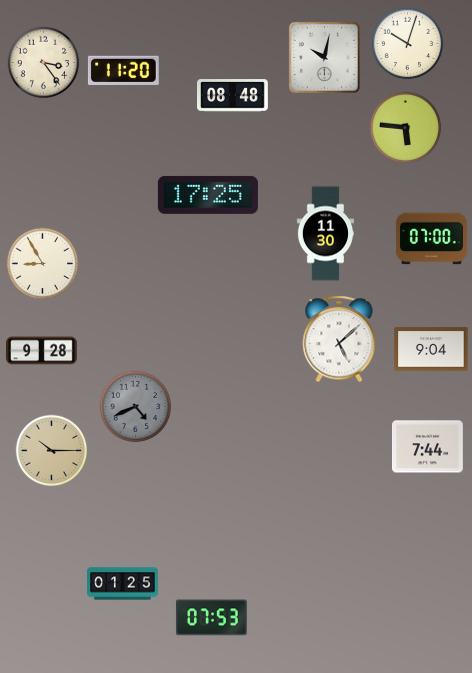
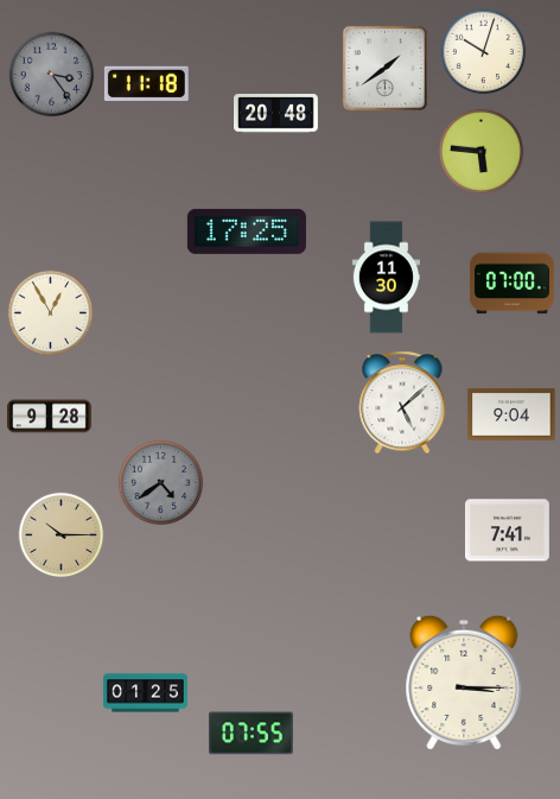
clock at (324, 57): 10:02 -> 1:39
clock at (44, 63) dial: cream -> grey
clock at (123, 70): 11:20 -> 11:18
clock at (233, 96): 08:48 -> 20:48
clock at (43, 264): 8:55 -> 12:55
clock at (136, 407): 4:41 -> 4:39
clock at (428, 447): 7:44 -> 7:41
clock at (464, 683): none -> 3:15
clock at (211, 618): 07:53 -> 07:55
